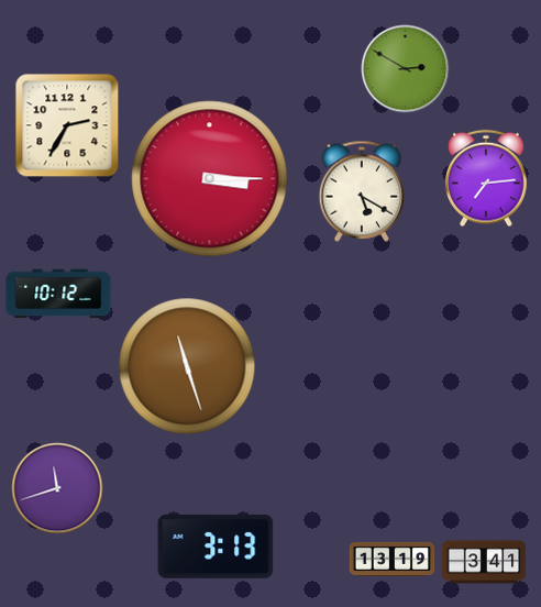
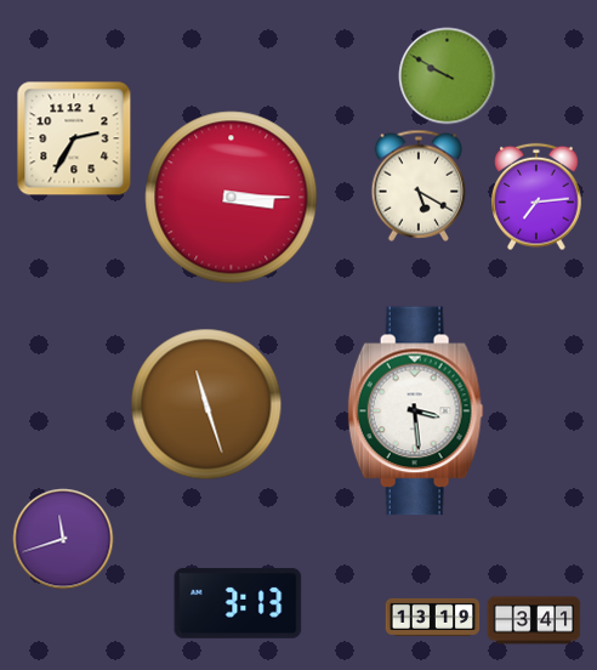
clock at (406, 69): 2:50 -> 9:50
clock at (362, 191) position: (362, 191) -> (419, 186)
clock at (58, 294): 10:12 -> none
clock at (415, 411): none -> 3:29
